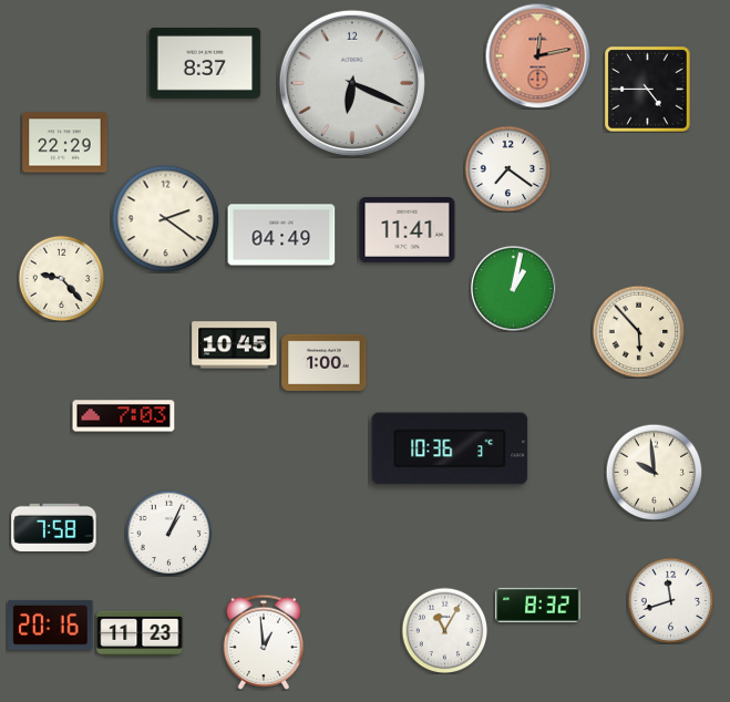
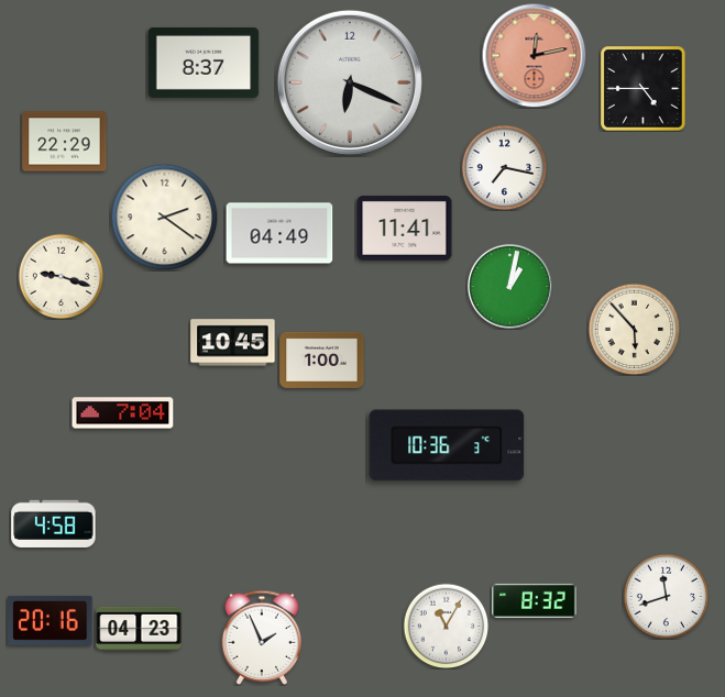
clock at (507, 168): 7:21 -> 7:17
clock at (61, 278): 9:23 -> 9:18
clock at (124, 416): 7:03 -> 7:04
clock at (654, 472): 9:59 -> none
clock at (54, 527): 7:58 -> 4:58
clock at (168, 533): 1:04 -> none
clock at (444, 630) position: (444, 630) -> (446, 626)
clock at (140, 632): 11:23 -> 04:23
clock at (264, 642): 12:59 -> 1:56
